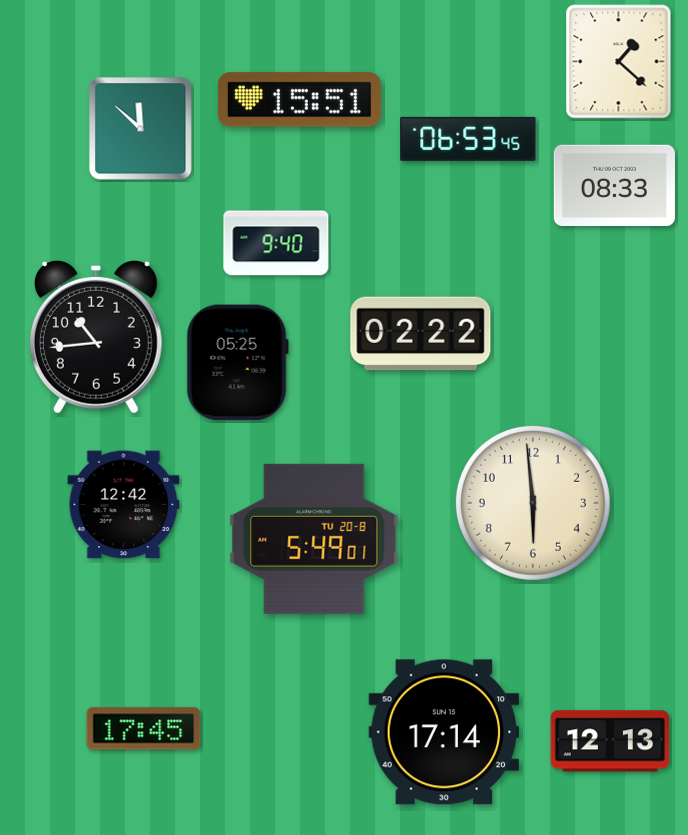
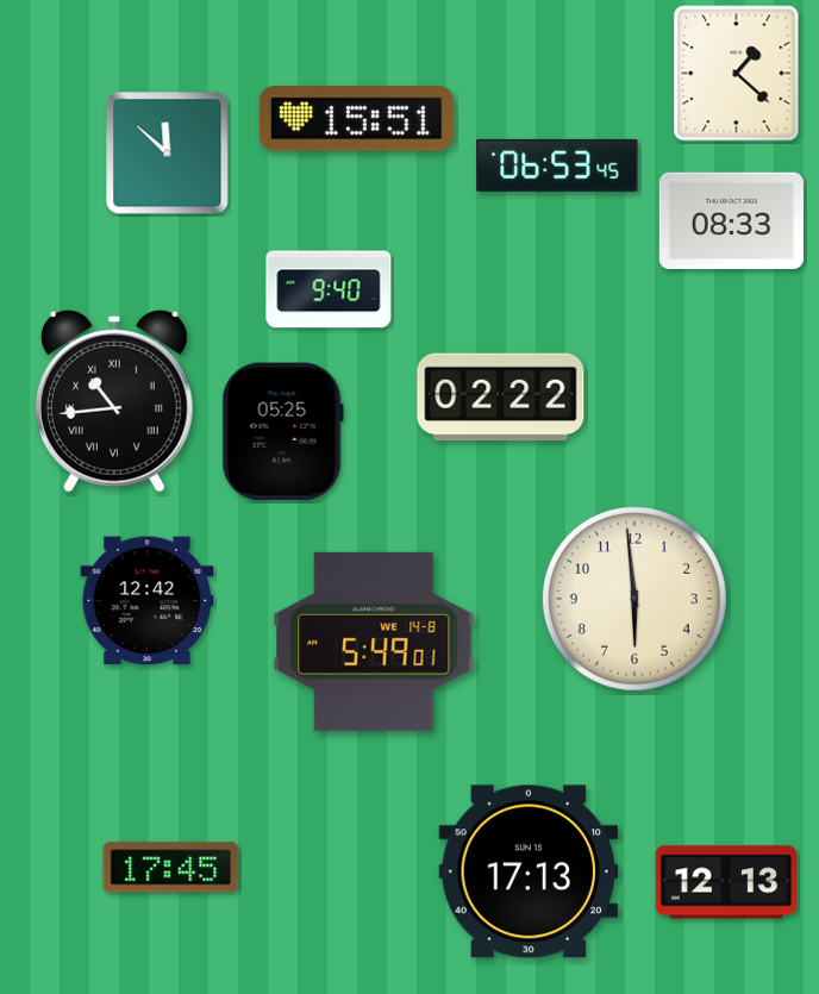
clock at (96, 337) numerals: Arabic -> Roman
clock at (314, 539) date: TU 20-8 -> WE 14-8
clock at (444, 732): 17:14 -> 17:13
